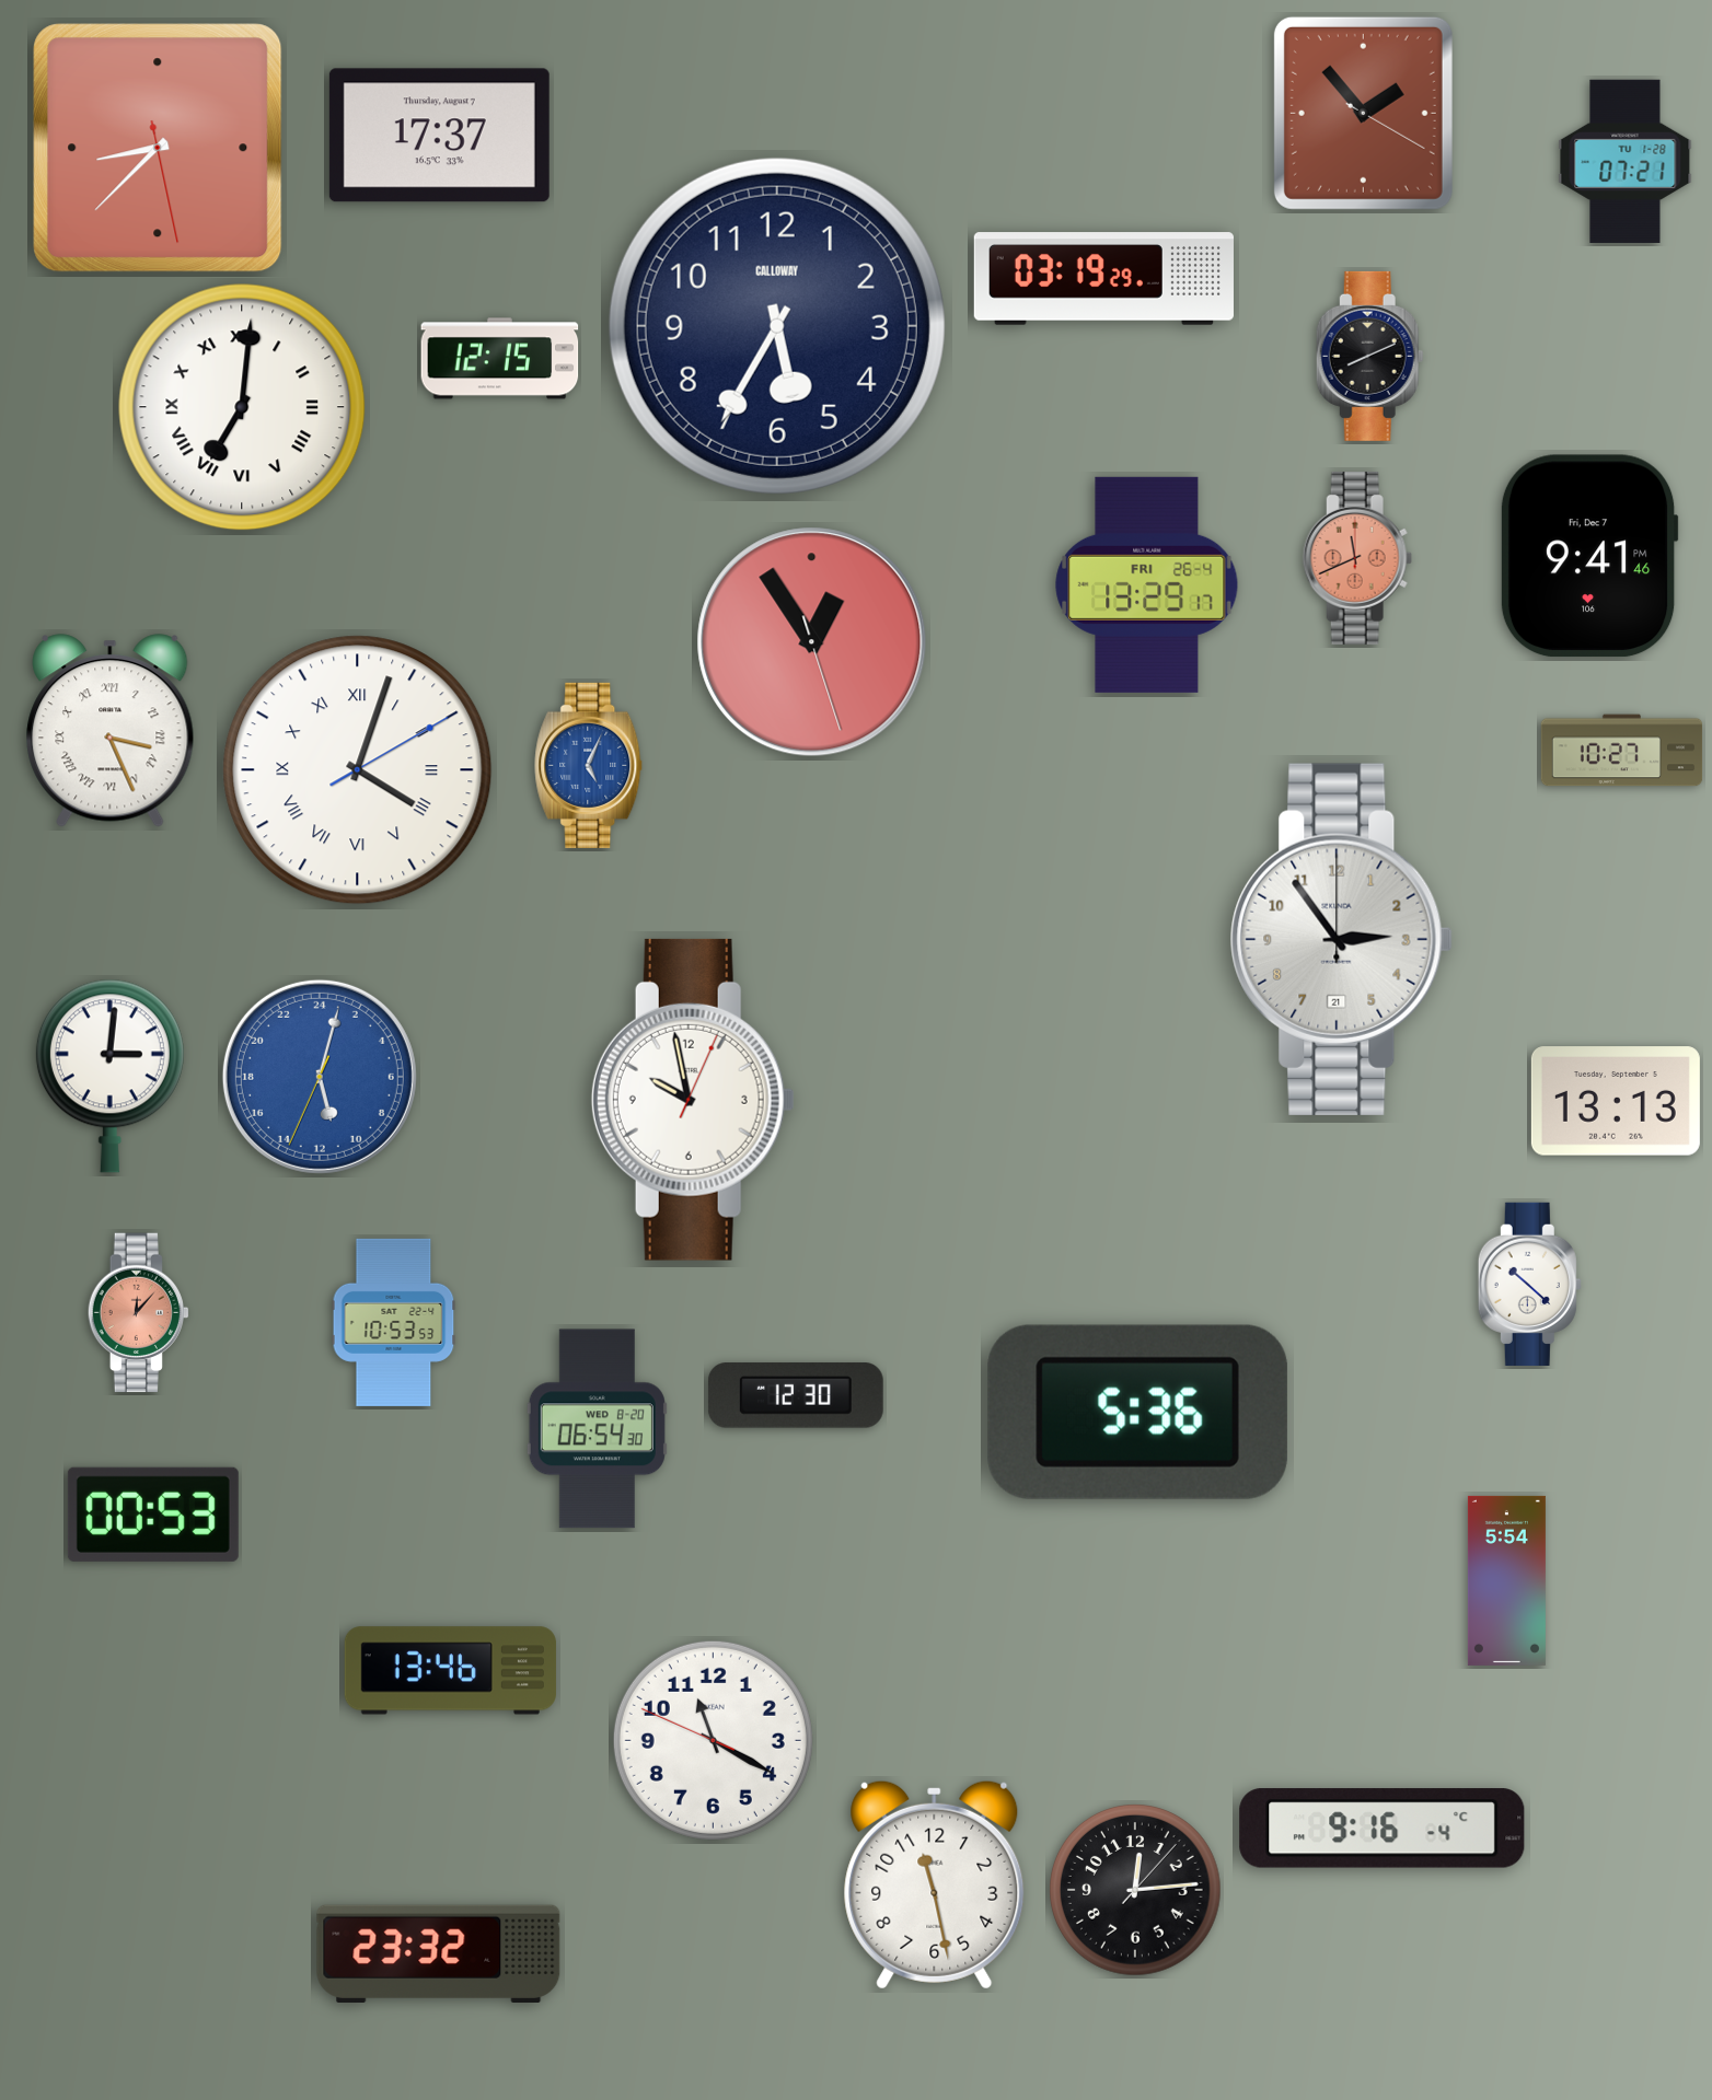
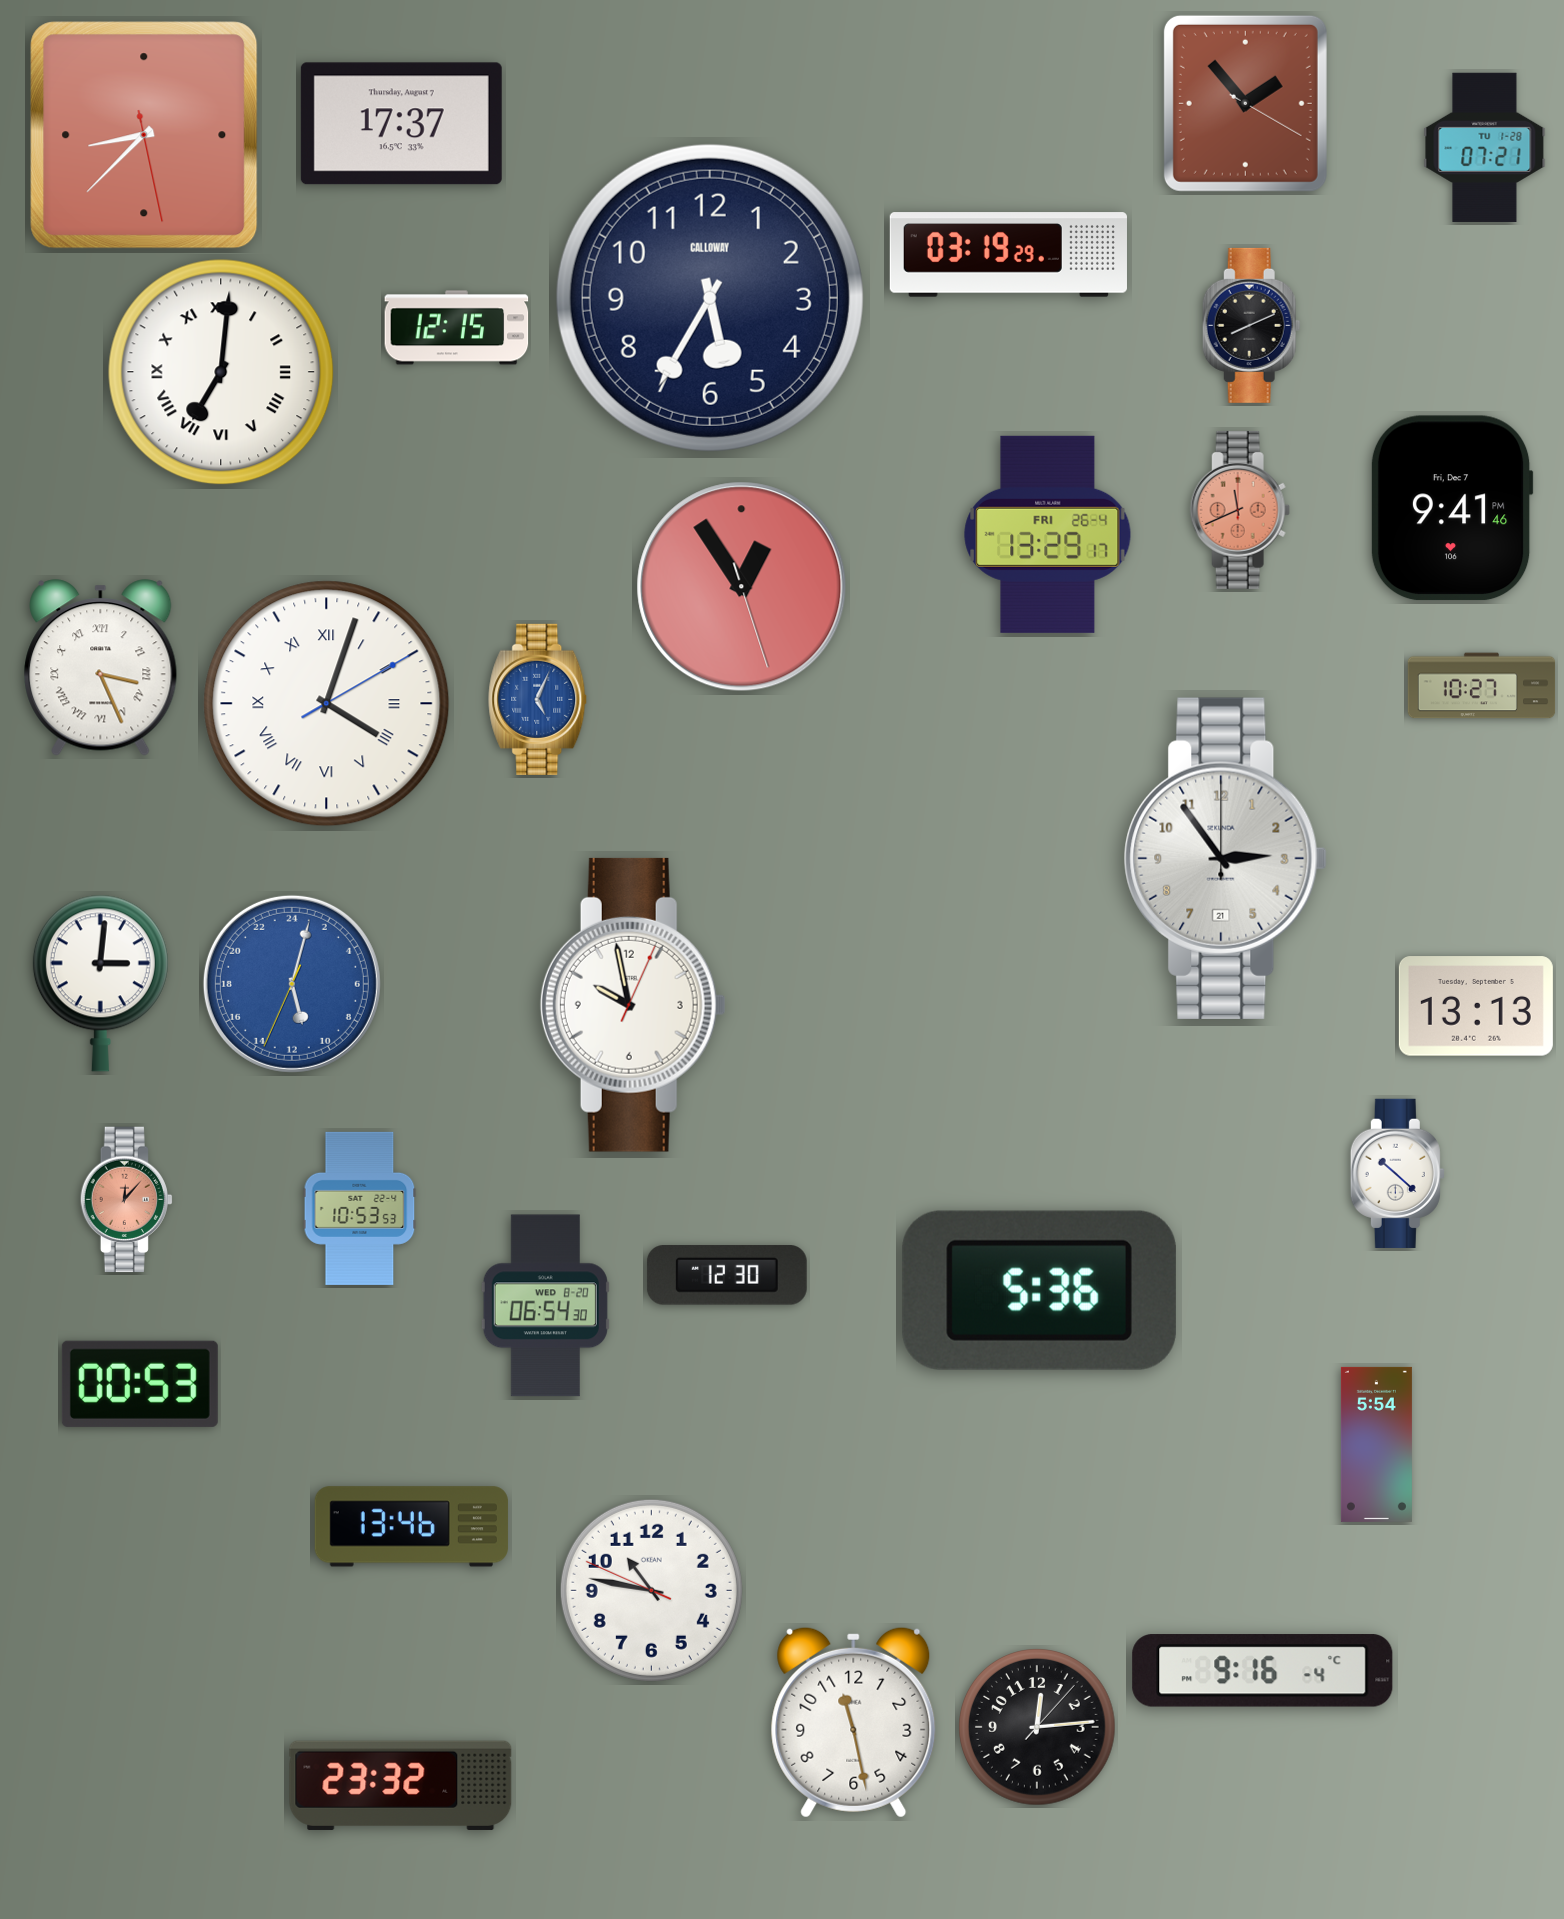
clock at (713, 1740): 11:19 -> 10:46
